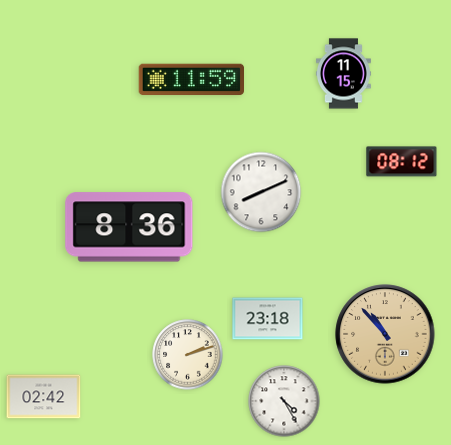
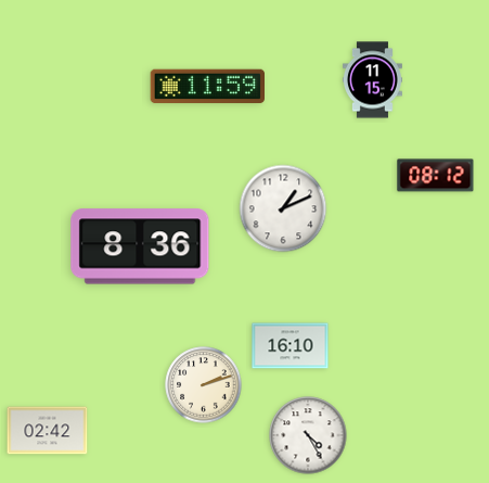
clock at (261, 192): 8:11 -> 1:11
clock at (268, 319): 23:18 -> 16:10
clock at (385, 334): 10:53 -> none
